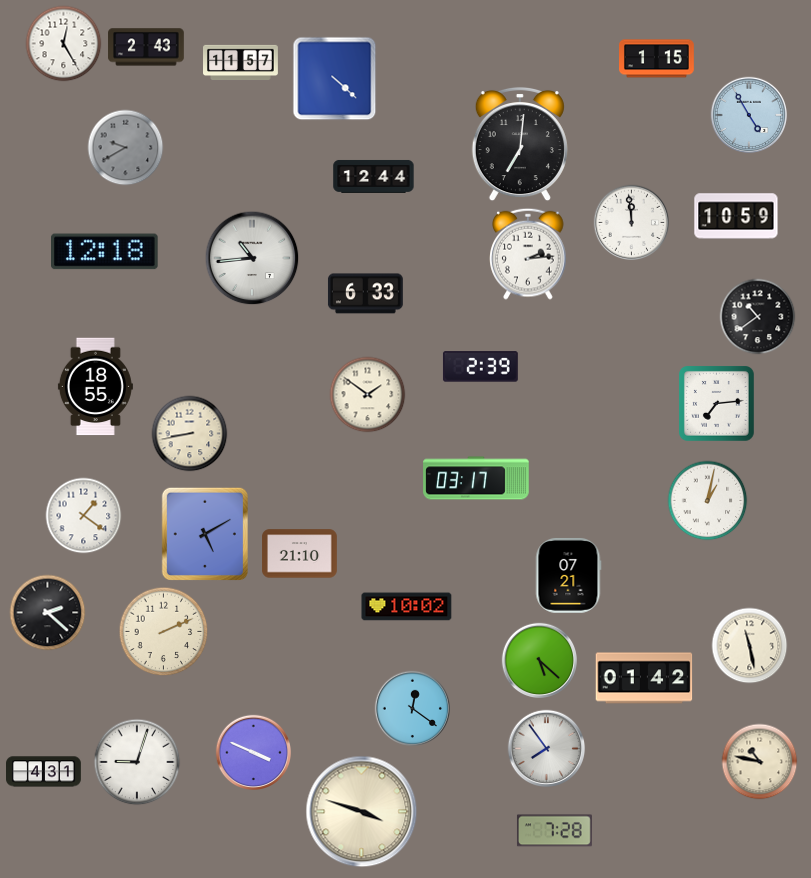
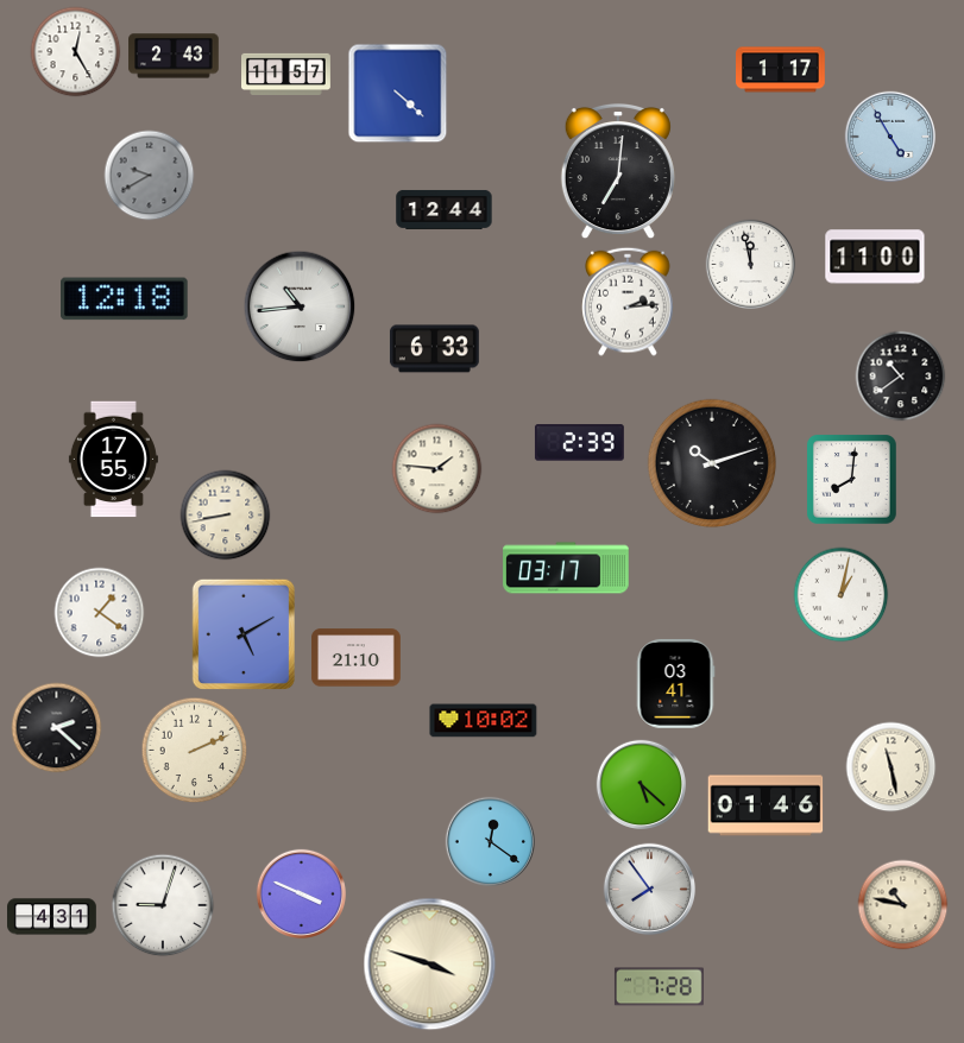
clock at (657, 59): 1:15 -> 1:17
clock at (736, 216): 10:59 -> 11:00
clock at (631, 222): 11:59 -> 11:58
clock at (480, 367) position: (480, 367) -> (579, 443)
clock at (95, 387): 18:55 -> 17:55
clock at (712, 463): none -> 10:12
clock at (368, 395): 1:51 -> 1:46
clock at (717, 404): 7:14 -> 8:01
clock at (568, 575): 07:21 -> 03:41
clock at (644, 678): 01:42 -> 01:46
